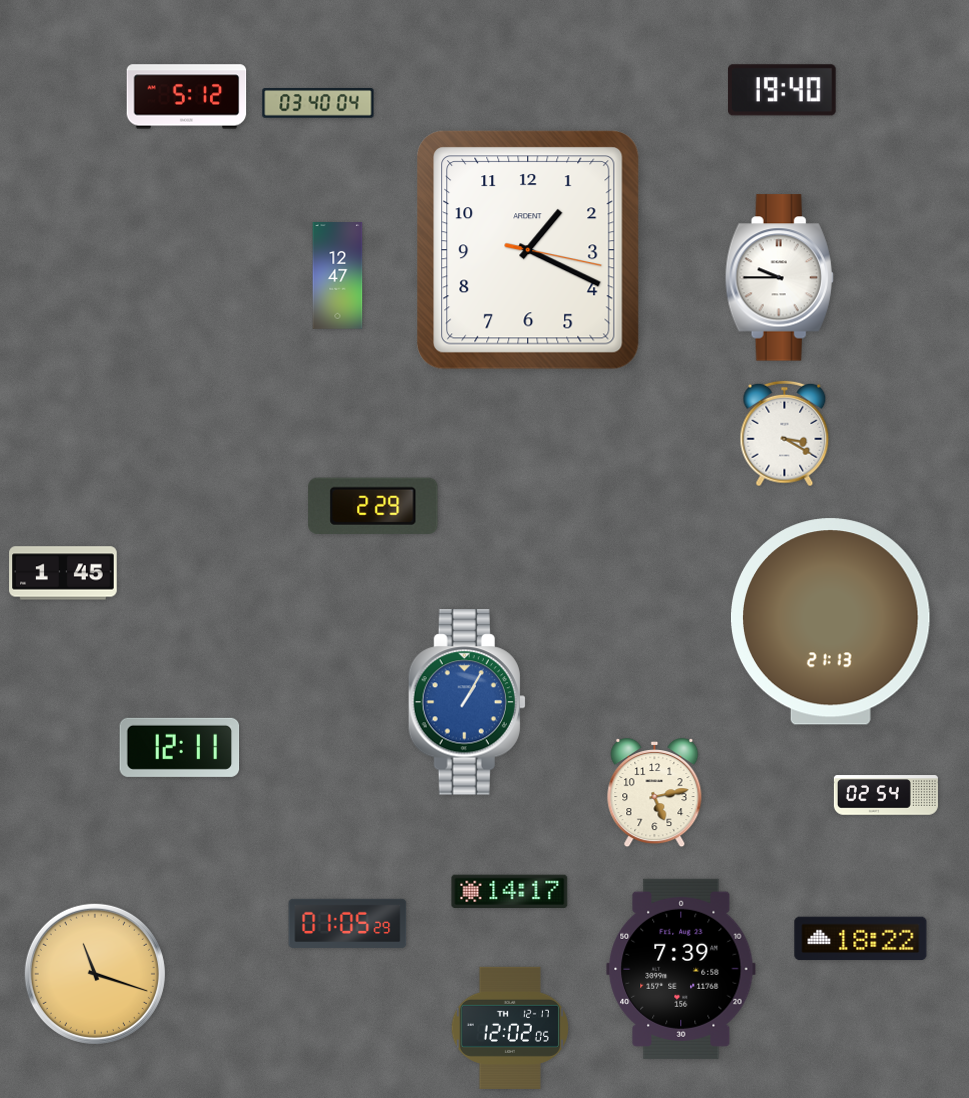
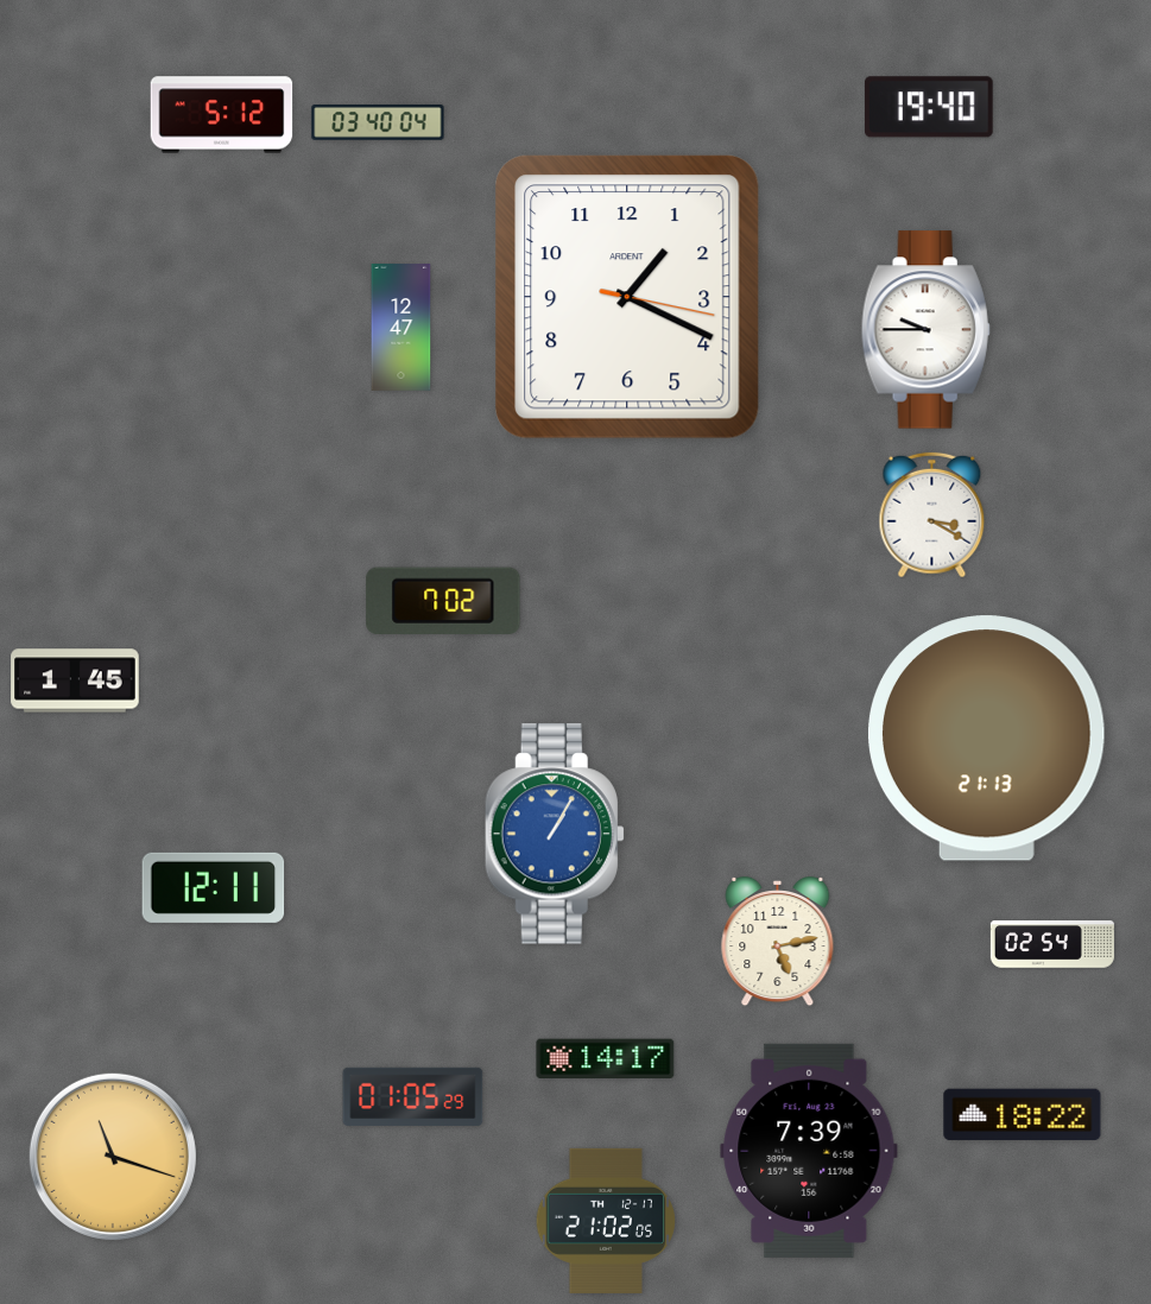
clock at (373, 505): 2:29 -> 7:02
clock at (509, 1028): 12:02 -> 21:02
